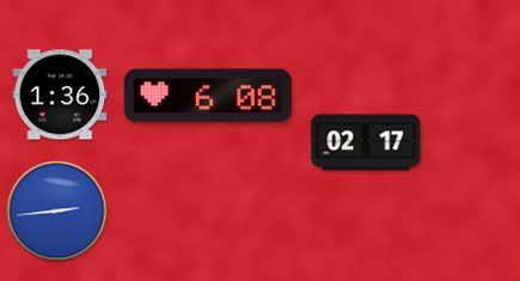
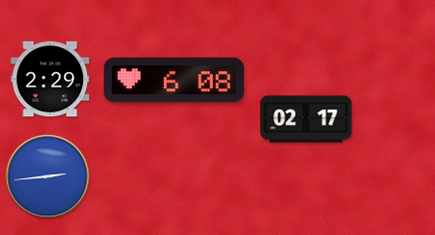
clock at (60, 94): 1:36 -> 2:29
